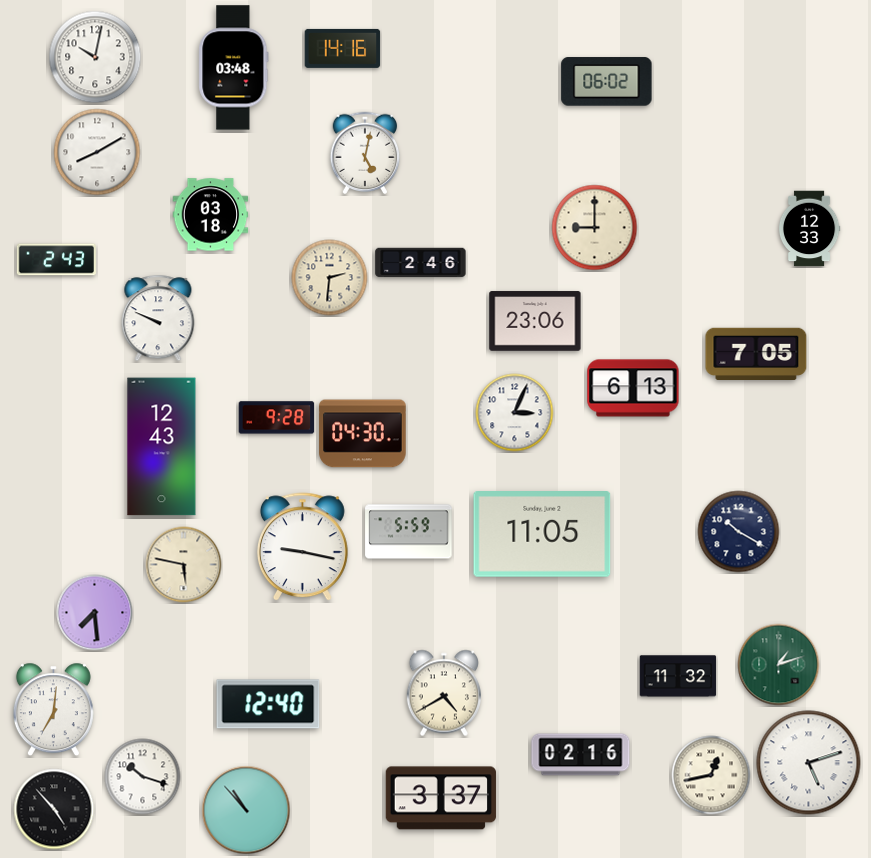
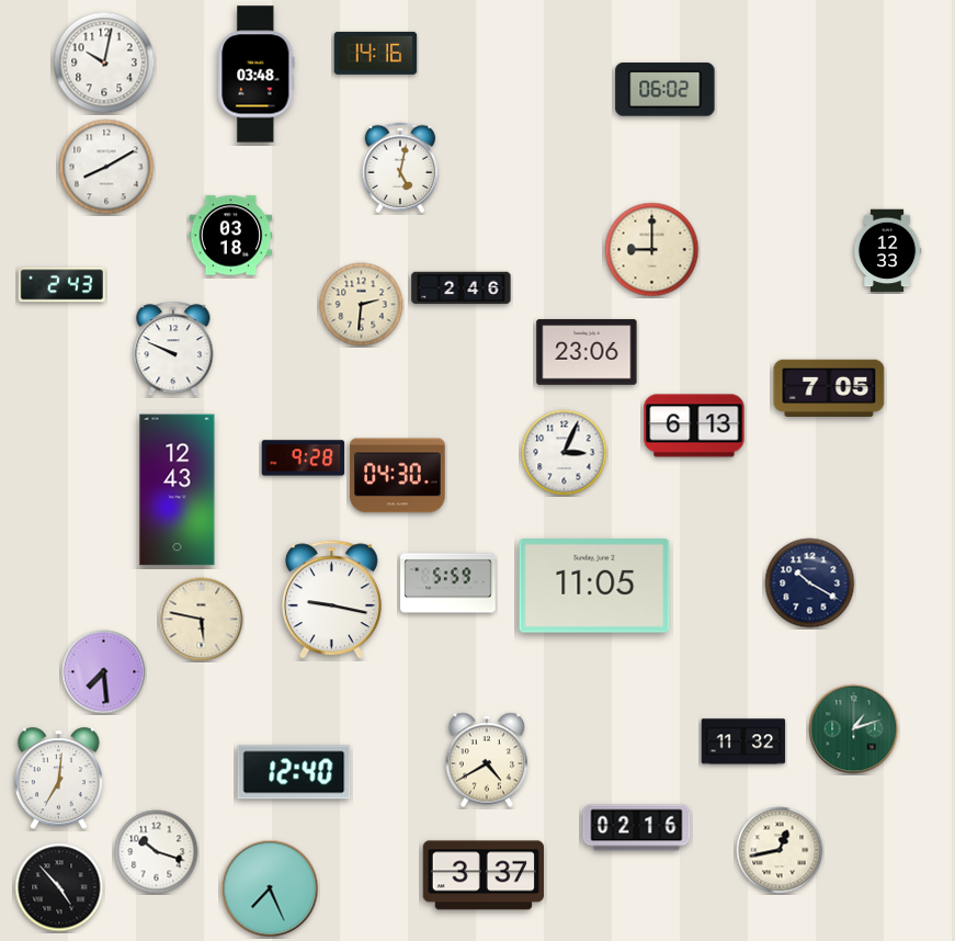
clock at (809, 763): 5:12 -> none
clock at (246, 810): 10:53 -> 7:26
